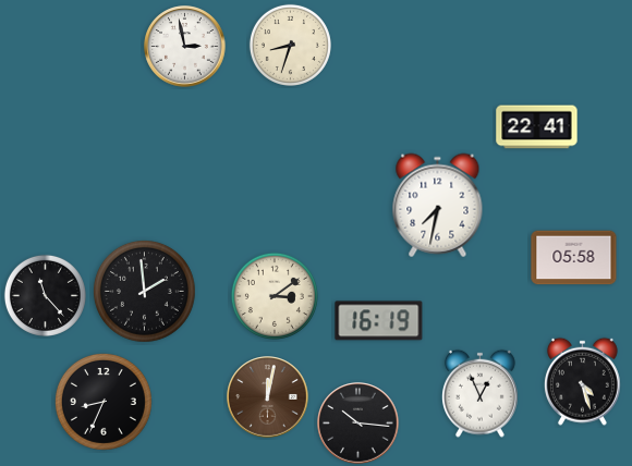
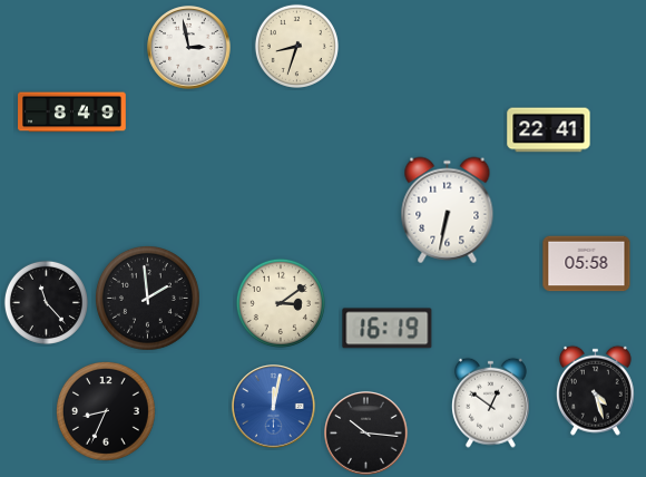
clock at (72, 113): none -> 8:49
clock at (438, 206): 7:32 -> 6:32
clock at (479, 393): 12:56 -> 12:51
clock at (268, 397) dial: brown -> blue
